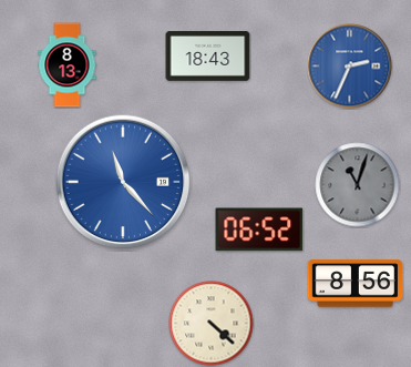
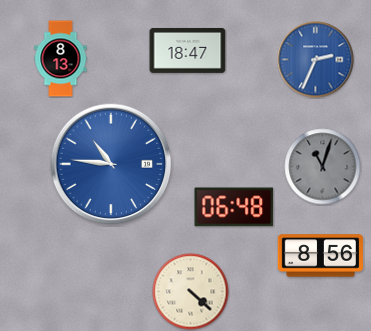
clock at (208, 55): 18:43 -> 18:47
clock at (123, 182): 11:23 -> 10:46
clock at (259, 230): 06:52 -> 06:48
